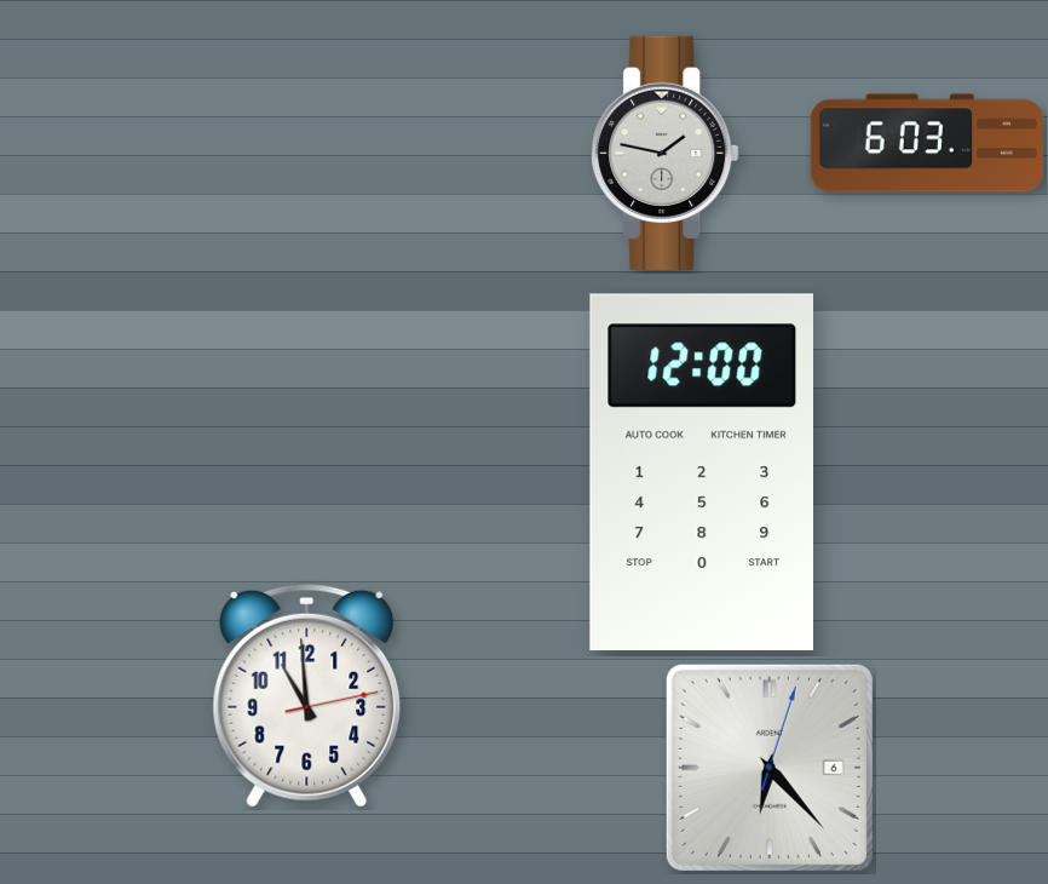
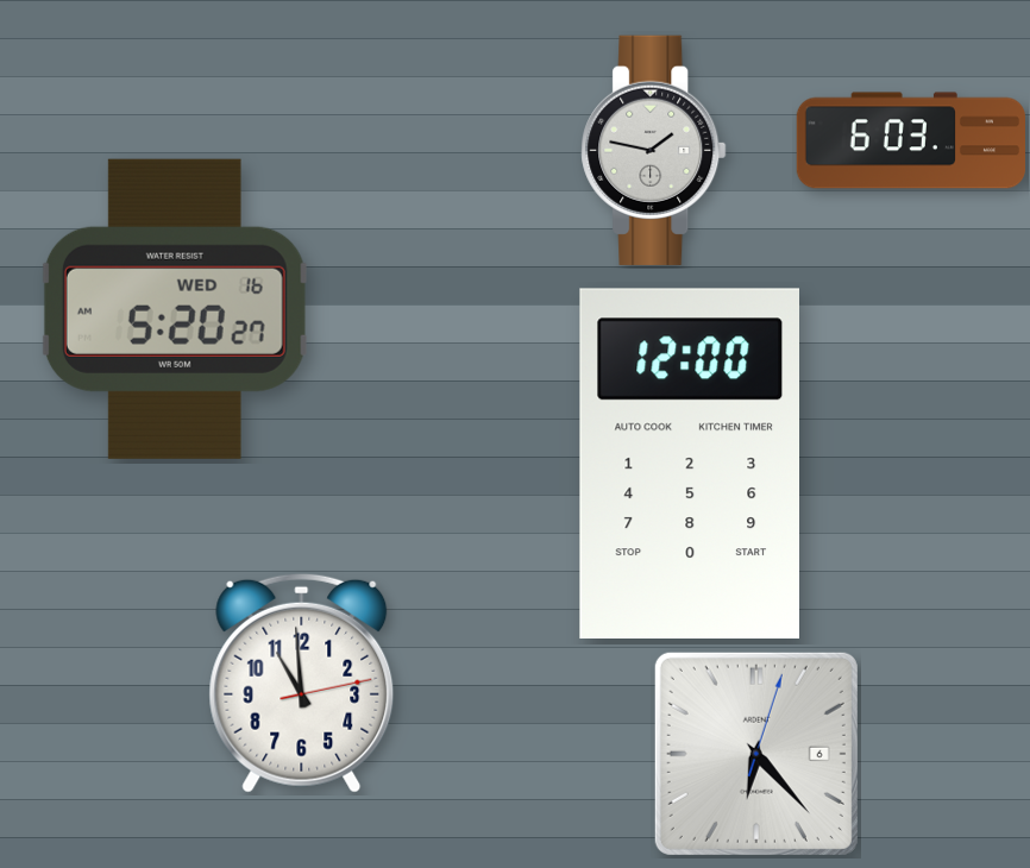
clock at (175, 309): none -> 5:20
